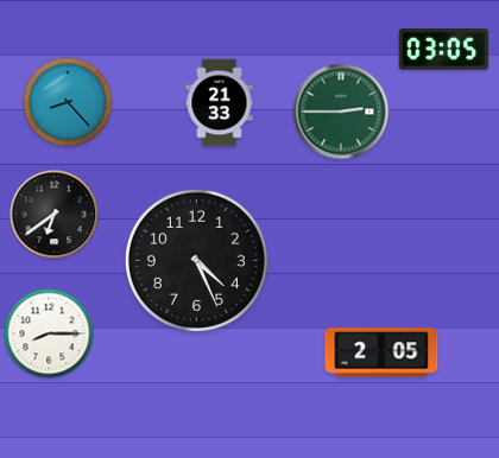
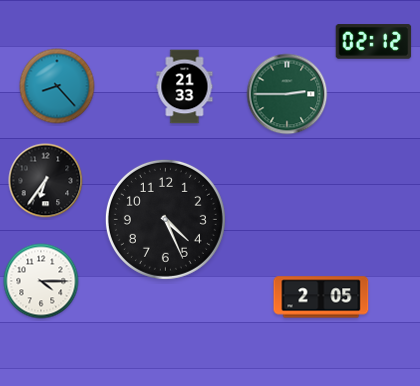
clock at (444, 50): 03:05 -> 02:12
clock at (55, 215): 6:39 -> 6:36
clock at (49, 333): 8:15 -> 4:15
